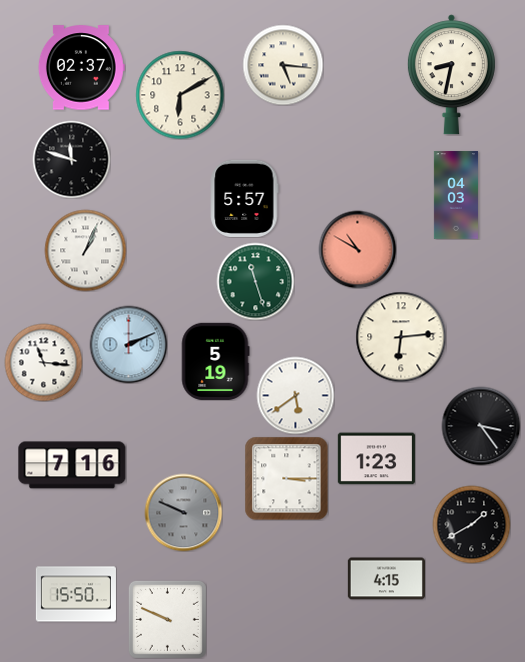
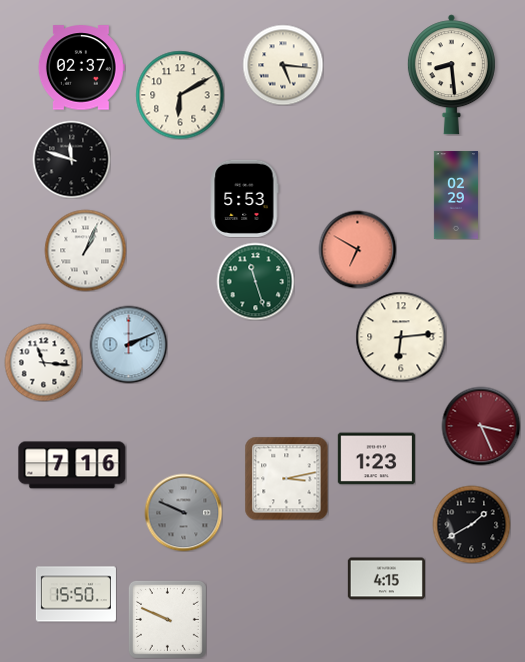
clock at (451, 75): 8:32 -> 8:29
clock at (456, 195): 04:03 -> 02:29
clock at (245, 198): 5:57 -> 5:53
clock at (357, 249): 10:50 -> 6:50
clock at (215, 361): 5:19 -> none
clock at (295, 395): 5:39 -> none
clock at (481, 426): 3:24 -> 3:26
clock at (481, 426) dial: black -> burgundy
clock at (286, 478): 3:15 -> 3:13
